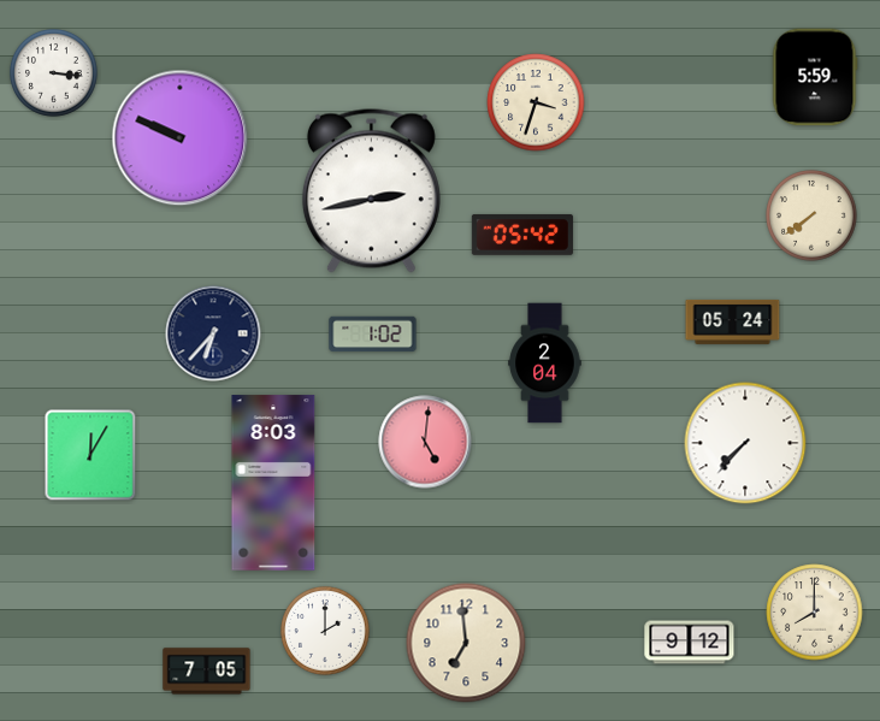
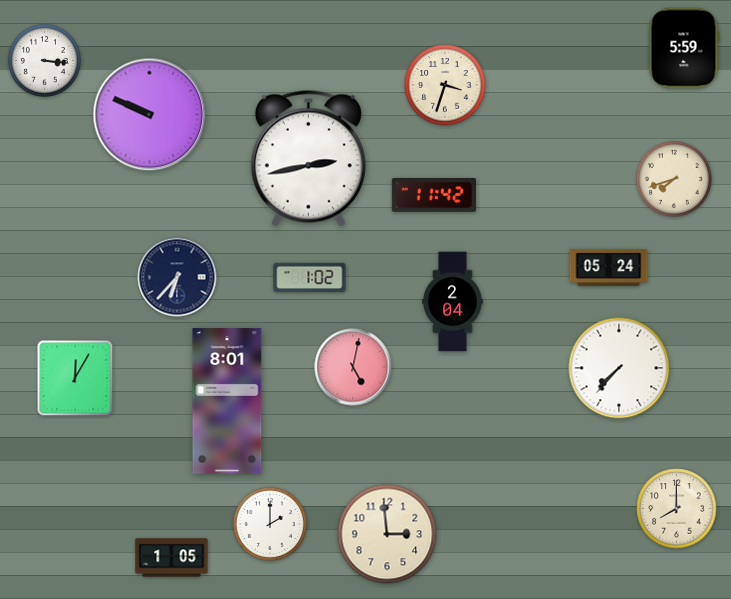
clock at (815, 77) position: (815, 77) -> (684, 48)
clock at (811, 215): 7:39 -> 7:42
clock at (522, 235): 05:42 -> 11:42
clock at (425, 442): 5:01 -> 5:02
clock at (273, 483): 8:03 -> 8:01
clock at (466, 643): 6:59 -> 2:59
clock at (690, 643): 9:12 -> none
clock at (207, 672): 7:05 -> 1:05
